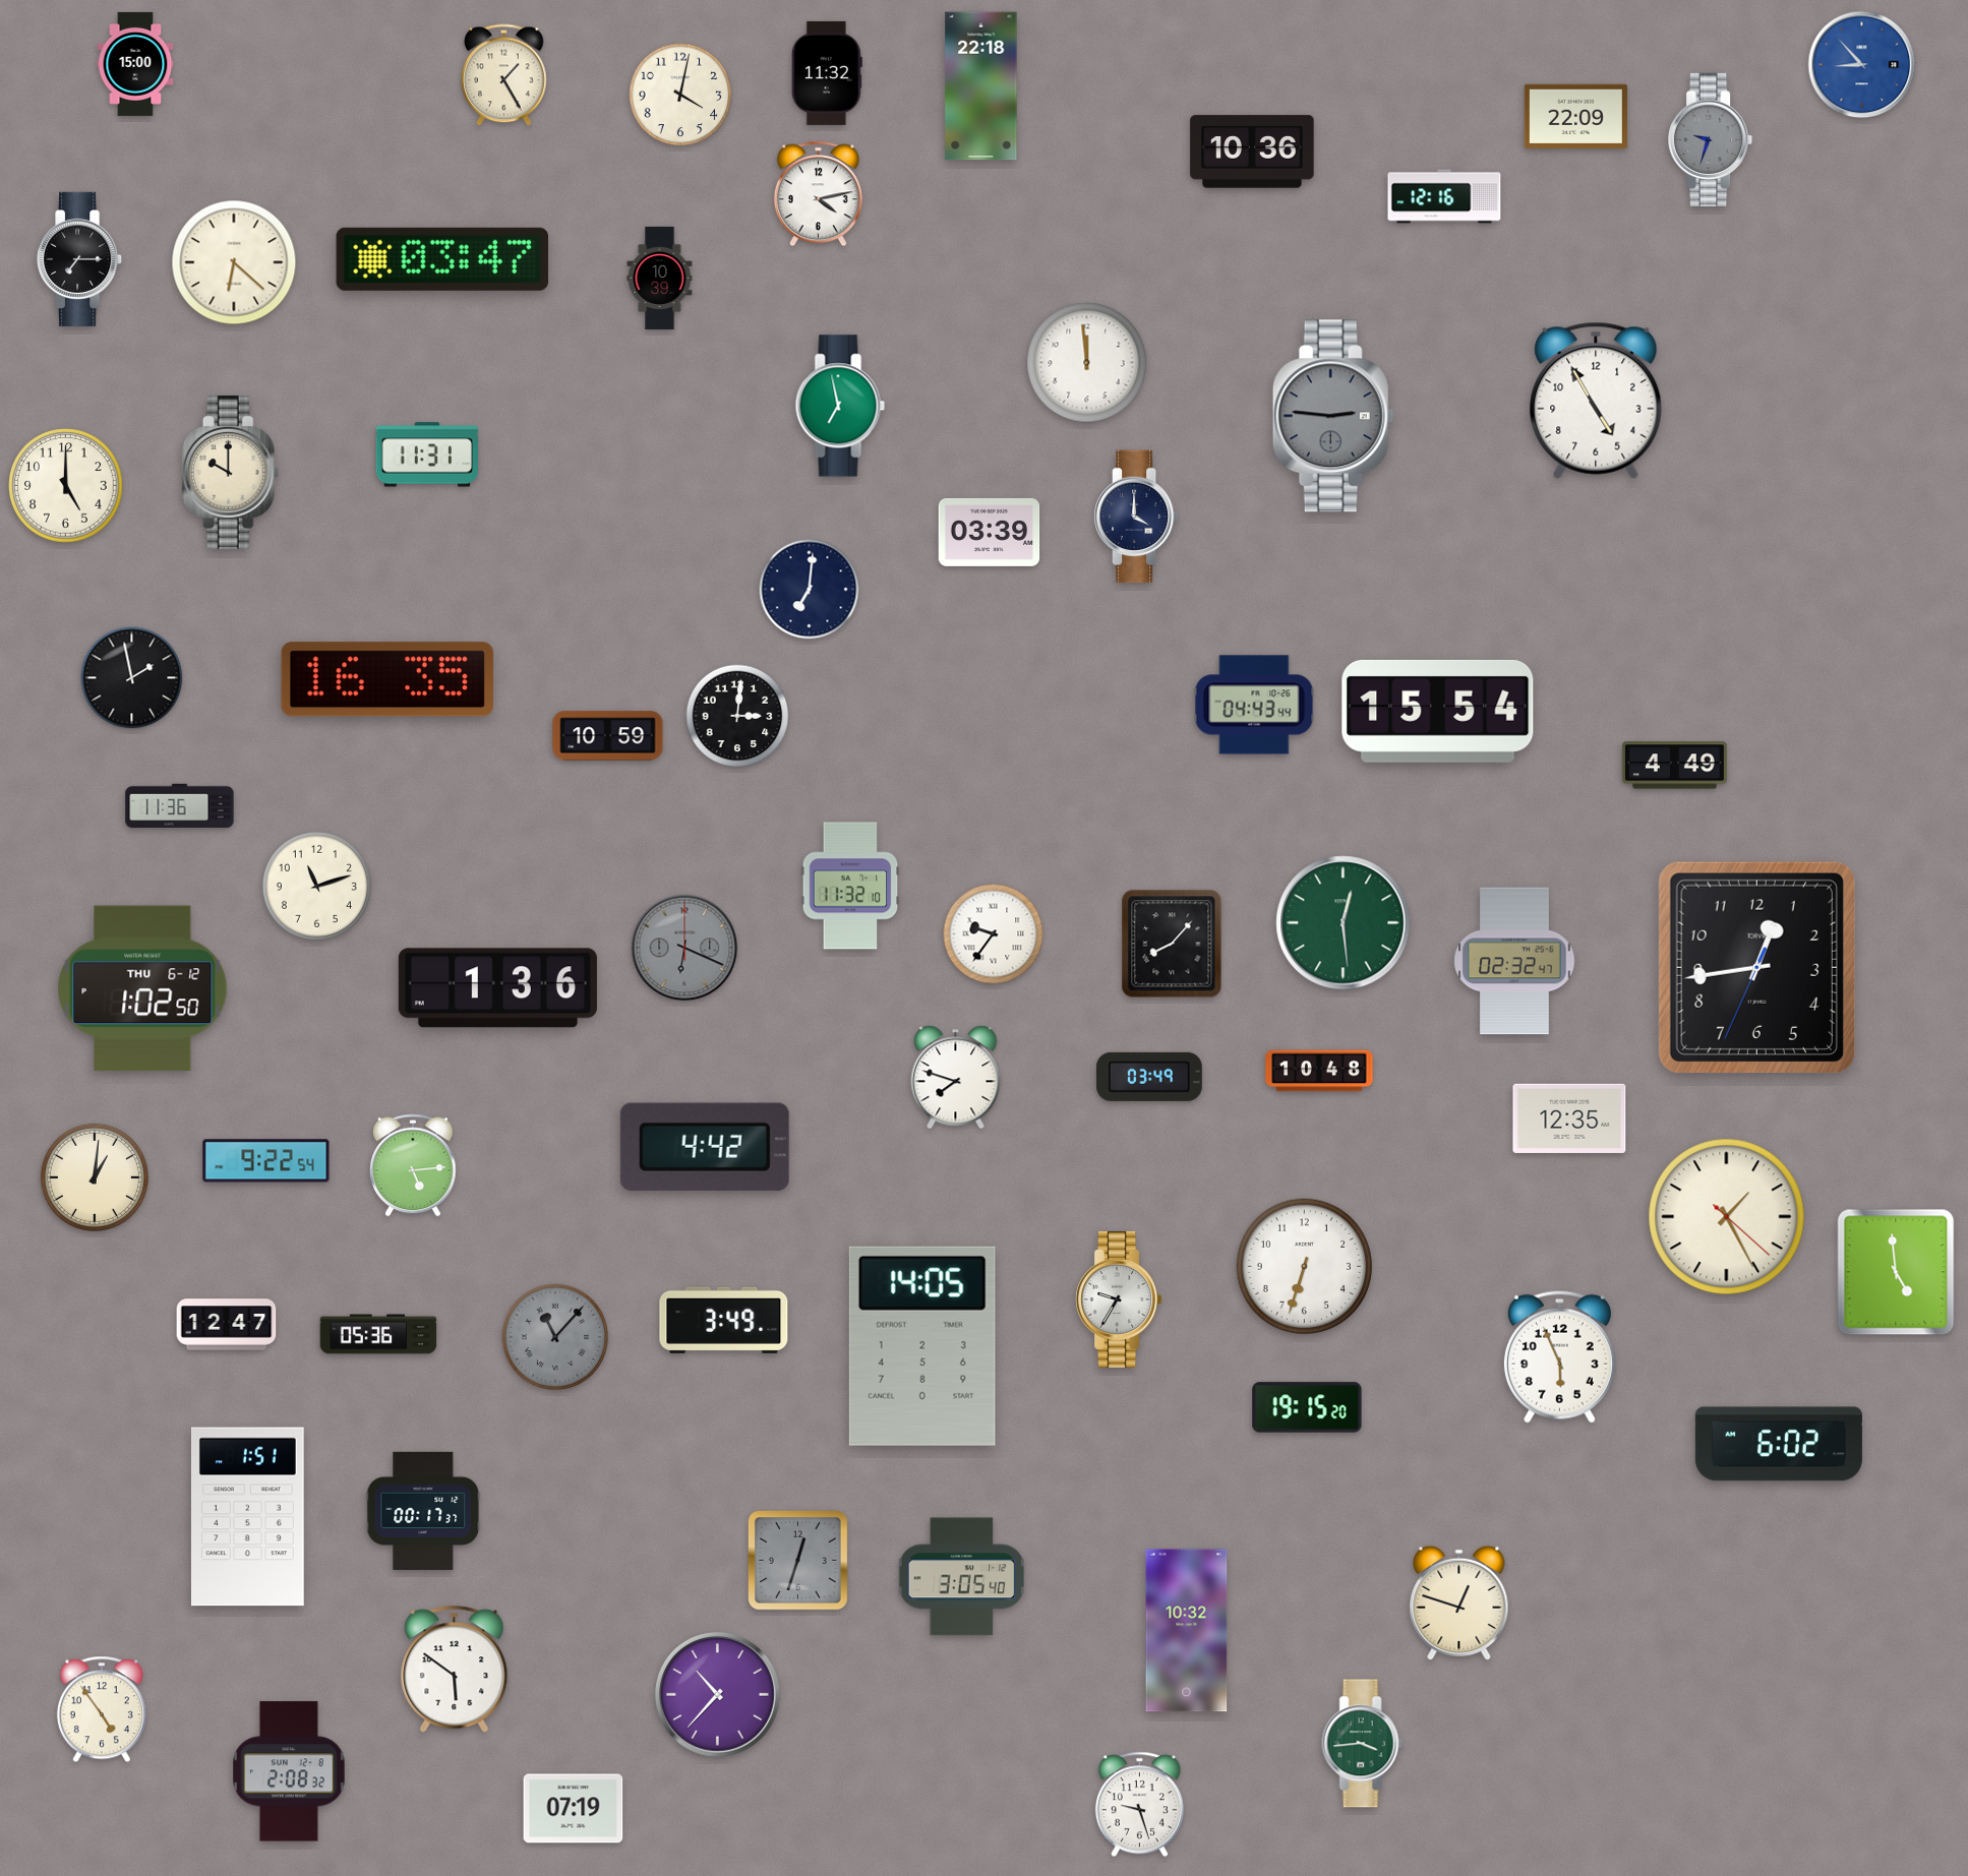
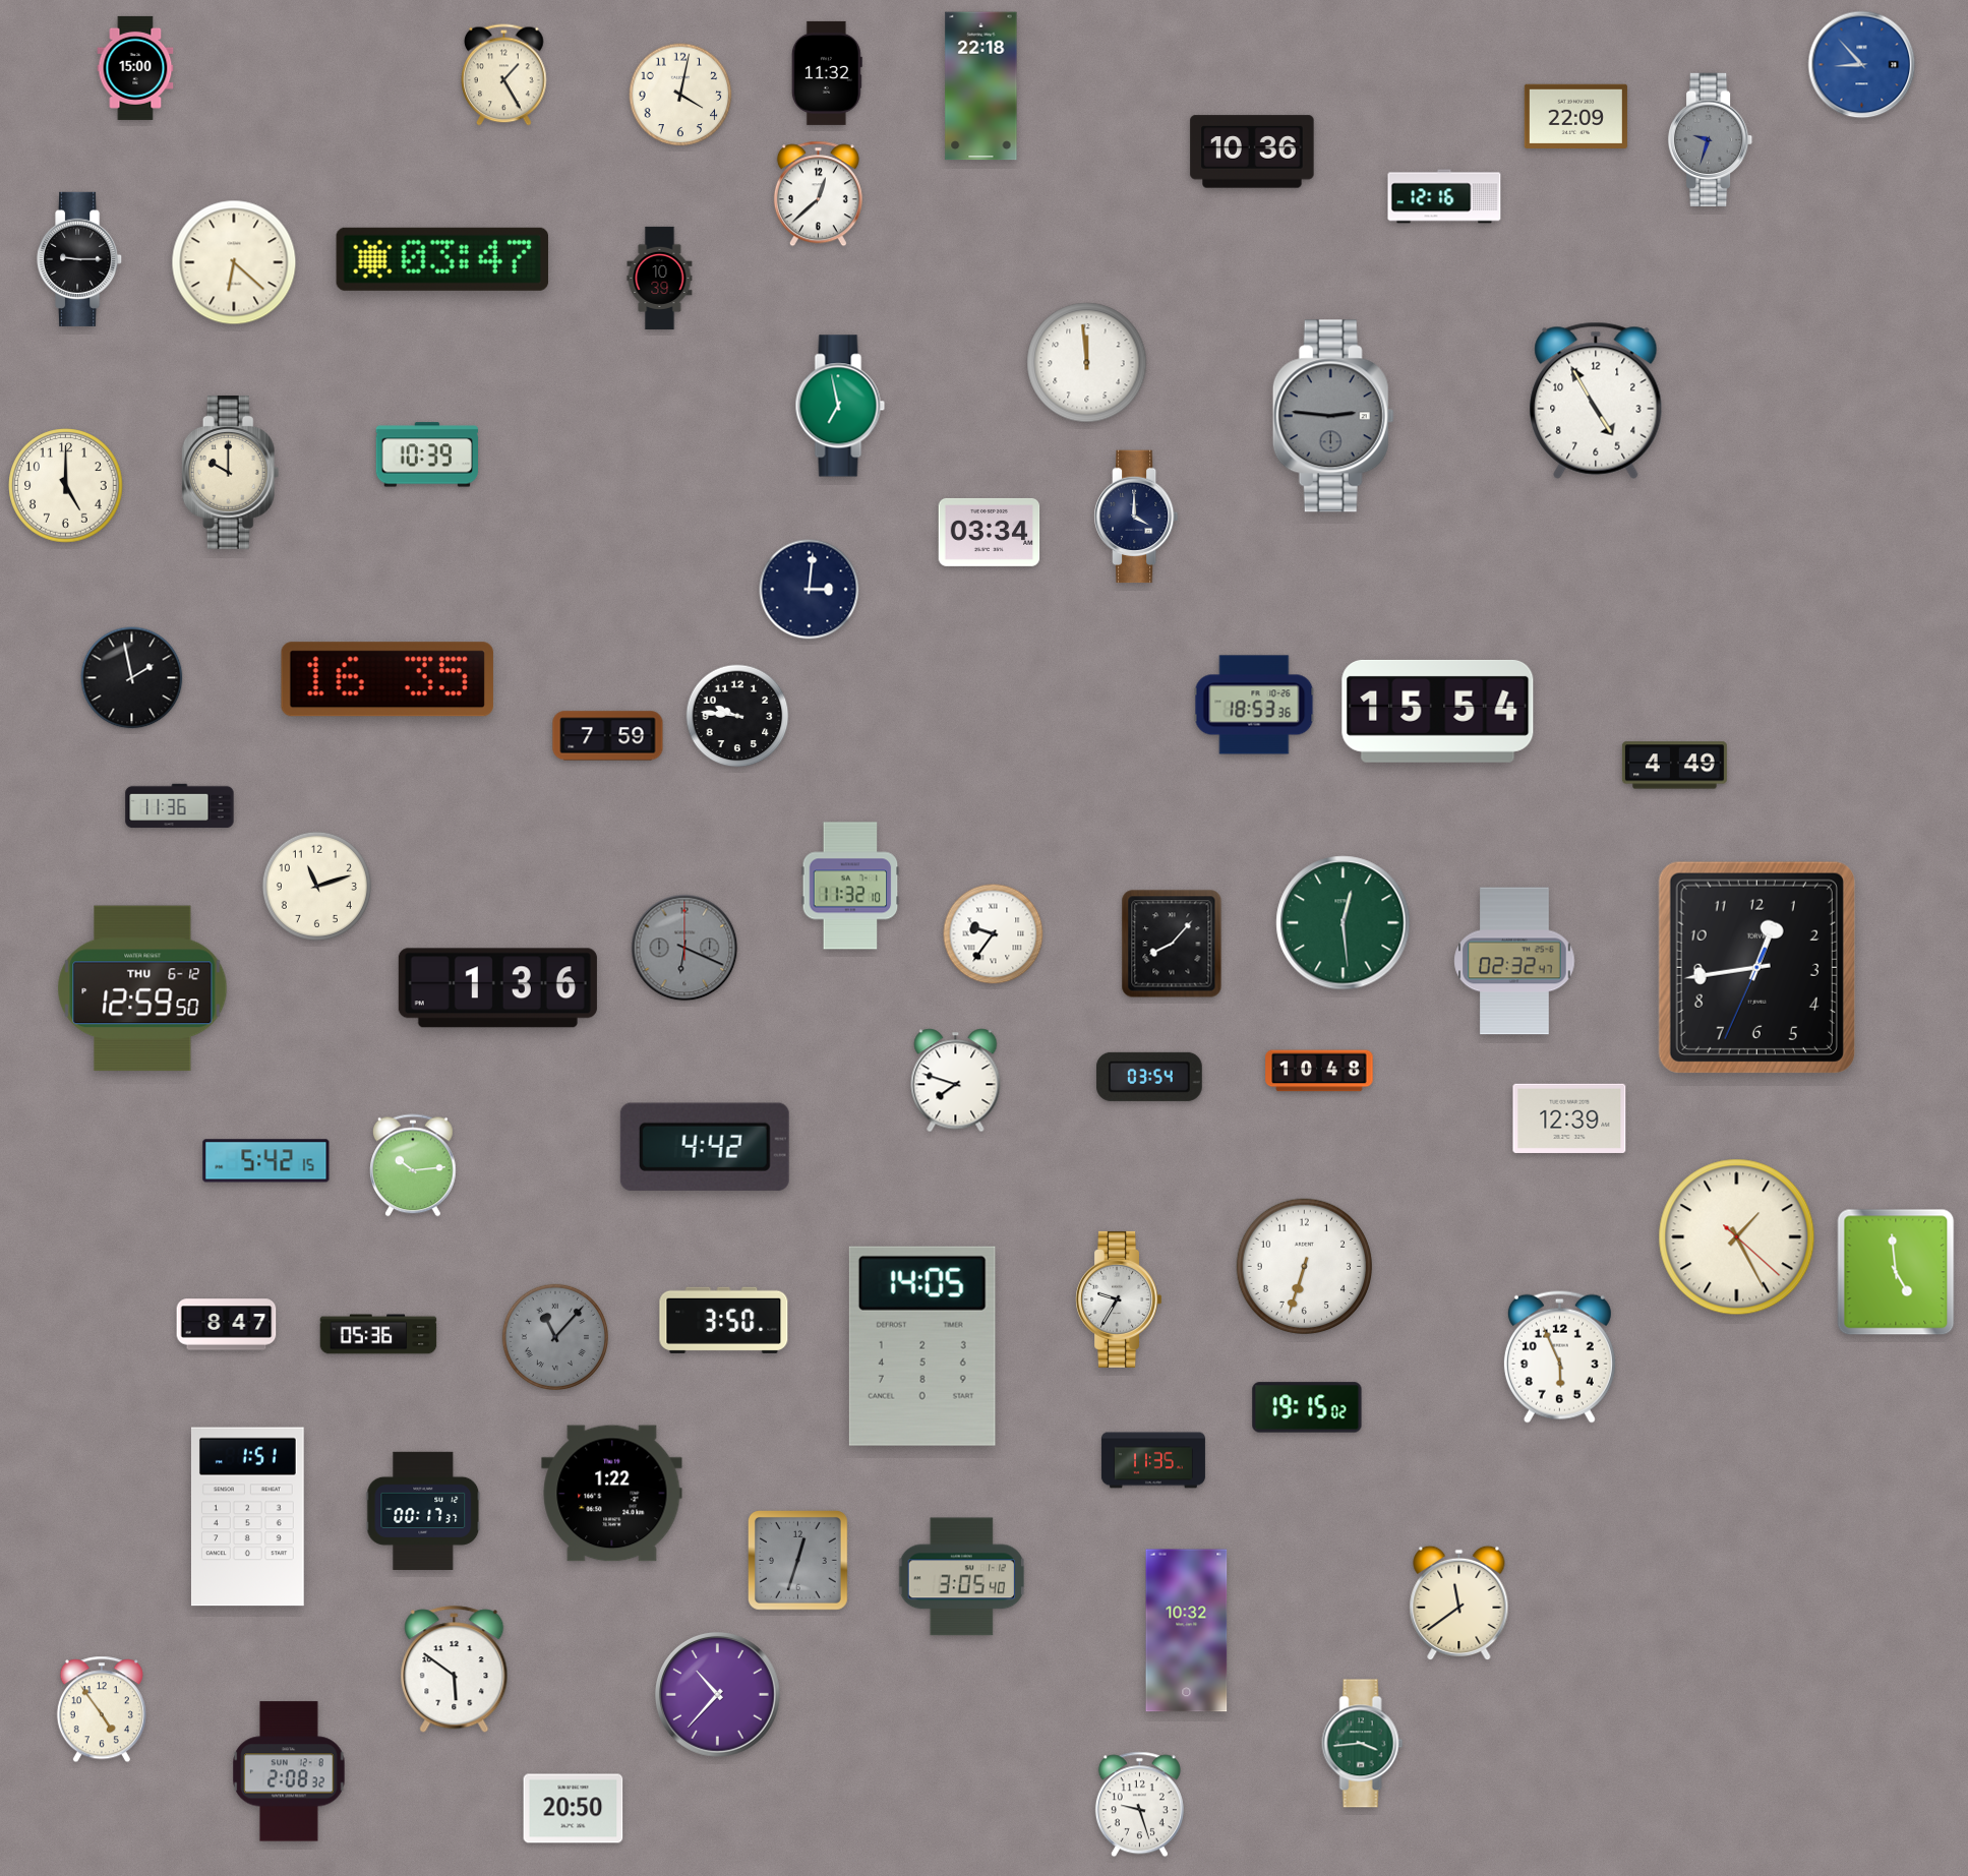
clock at (135, 64) position: (135, 64) -> (135, 68)
clock at (818, 194): 4:13 -> 12:38
clock at (80, 259): 7:15 -> 9:15
clock at (427, 455): 11:31 -> 10:39
clock at (990, 532): 03:39 -> 03:34
clock at (810, 590): 7:01 -> 3:01
clock at (1254, 705): 04:43 -> 18:53
clock at (737, 716): 3:01 -> 9:46
clock at (608, 736): 10:59 -> 7:59
clock at (142, 988): 1:02 -> 12:59
clock at (1149, 1077): 03:49 -> 03:54
clock at (956, 1078) position: (956, 1078) -> (956, 1081)
clock at (1569, 1118): 12:35 -> 12:39
clock at (266, 1161): 9:22 -> 5:42
clock at (414, 1165): 5:14 -> 10:14
clock at (95, 1177): 1:01 -> none
clock at (1727, 1217) position: (1727, 1217) -> (1737, 1237)
clock at (724, 1320): 3:49 -> 3:50
clock at (227, 1325): 12:47 -> 8:47
clock at (1307, 1407): 19:15:20 -> 19:15:02
clock at (1779, 1444): 6:02 -> none
clock at (1153, 1460): none -> 11:35
clock at (612, 1494): none -> 1:22
clock at (1459, 1603): 12:48 -> 11:39
clock at (574, 1809): 07:19 -> 20:50
